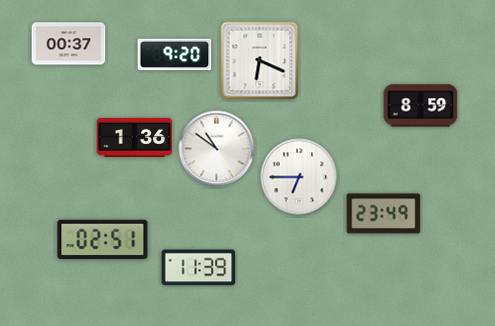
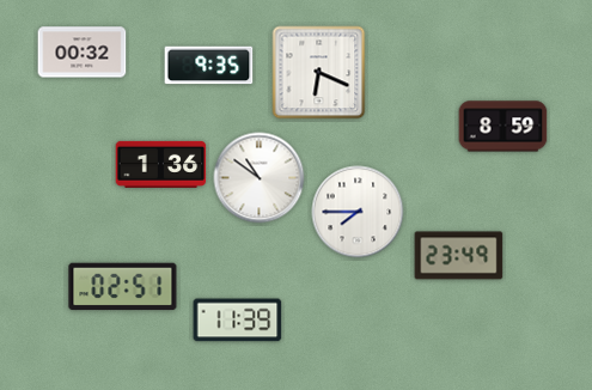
clock at (69, 44): 00:37 -> 00:32
clock at (175, 55): 9:20 -> 9:35
clock at (260, 61) position: (260, 61) -> (319, 73)
clock at (299, 177): 6:45 -> 7:45
